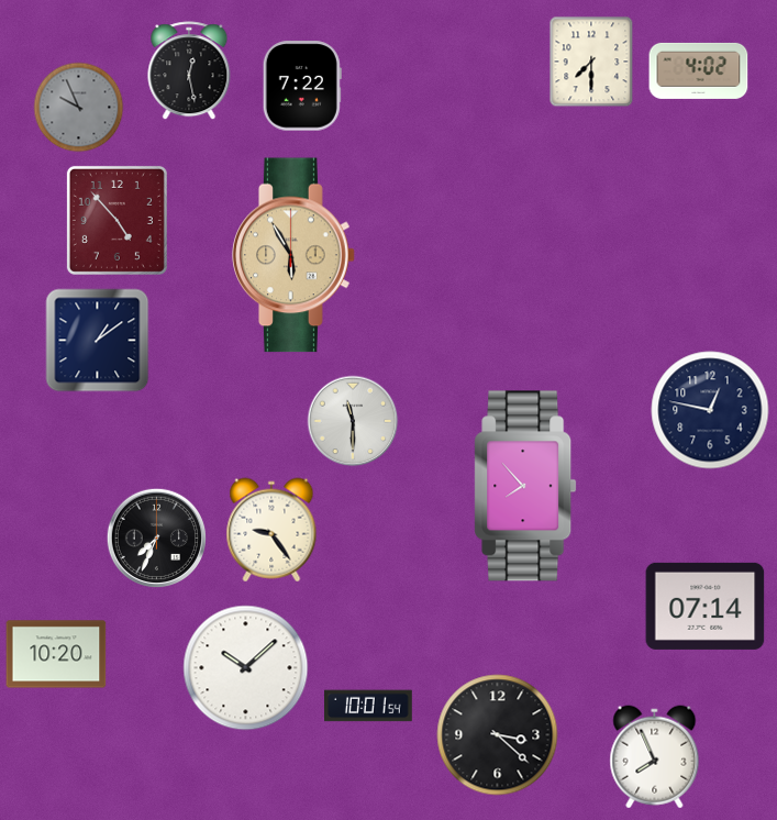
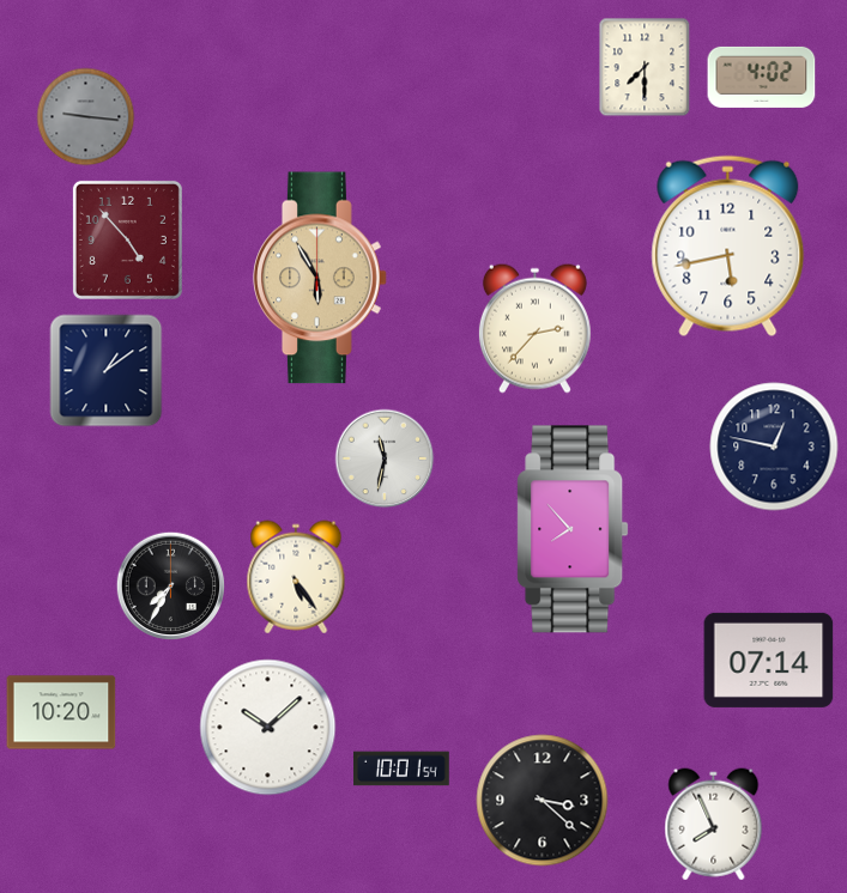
clock at (189, 71): 12:28 -> none
clock at (302, 86): 7:22 -> none
clock at (79, 108): 9:56 -> 9:16
clock at (728, 247): none -> 5:43
clock at (534, 328): none -> 2:37
clock at (353, 421): 11:30 -> 11:32
clock at (271, 530): 9:24 -> 5:24
clock at (157, 539): 7:34 -> 7:35
